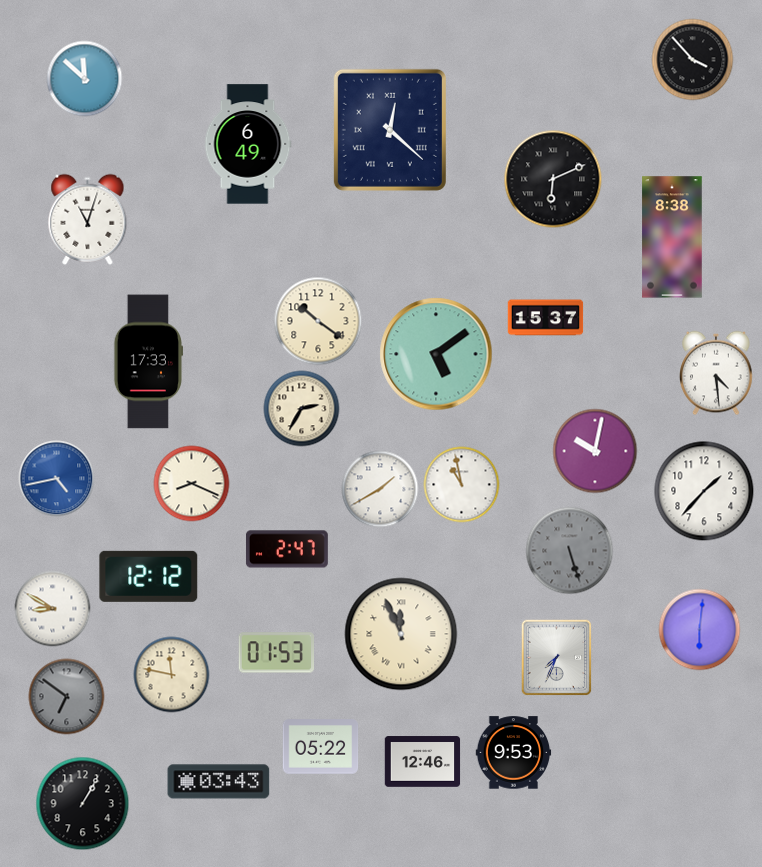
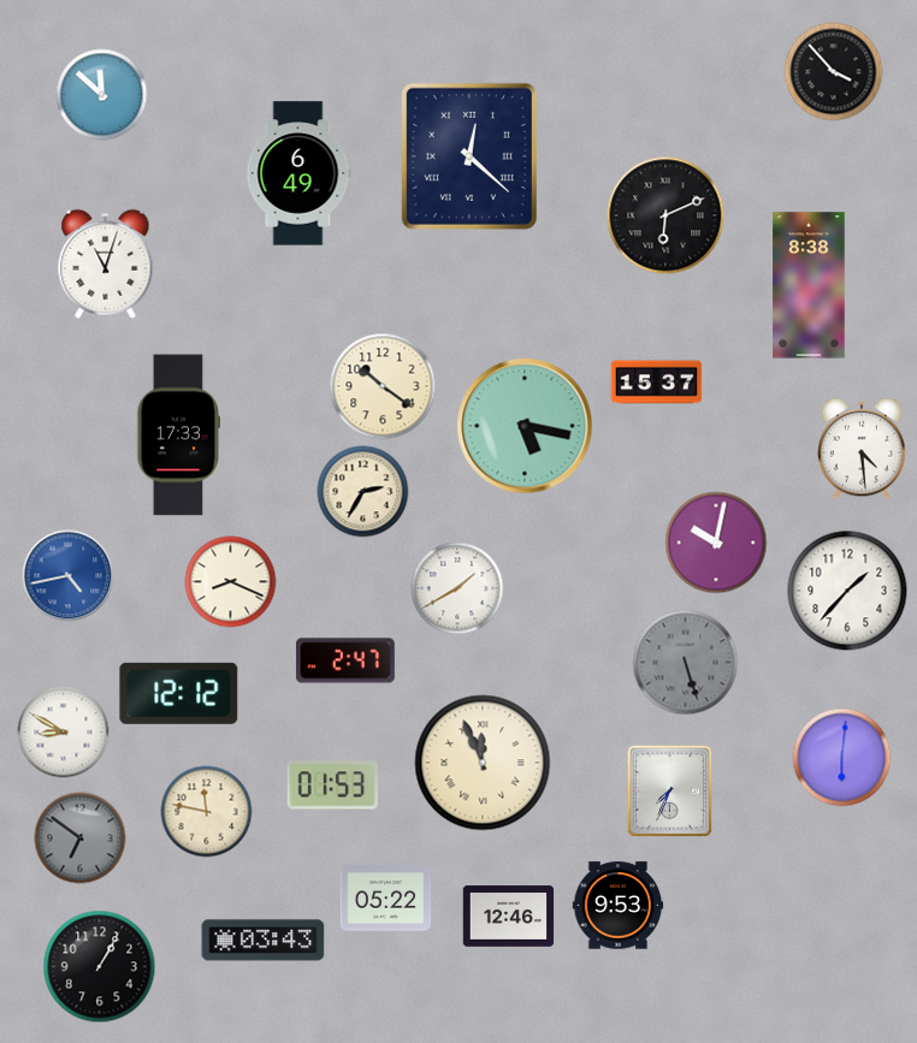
clock at (436, 354): 5:09 -> 5:17
clock at (462, 485): 10:58 -> none
